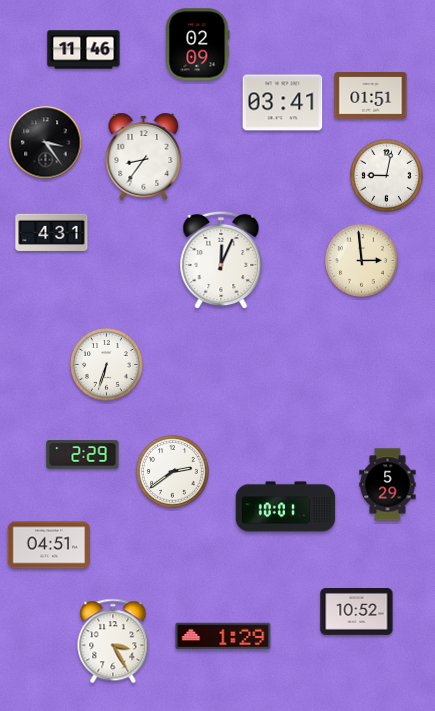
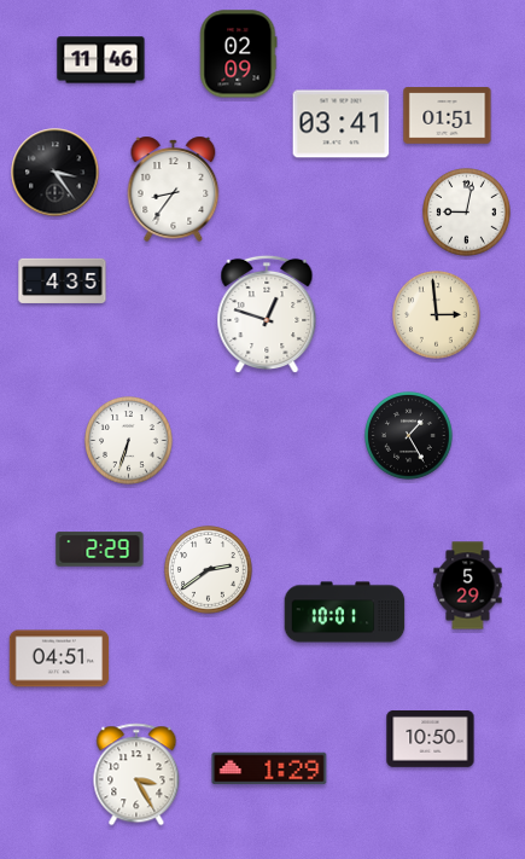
clock at (52, 232): 4:31 -> 4:35
clock at (221, 260): 12:04 -> 12:48
clock at (409, 436): none -> 1:25
clock at (357, 612): 10:52 -> 10:50
